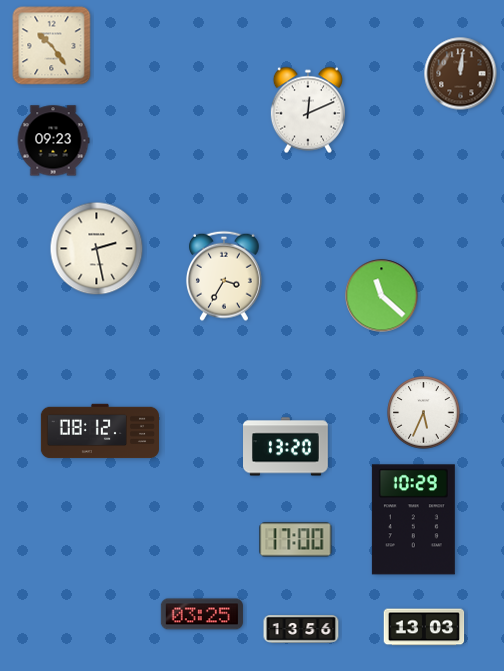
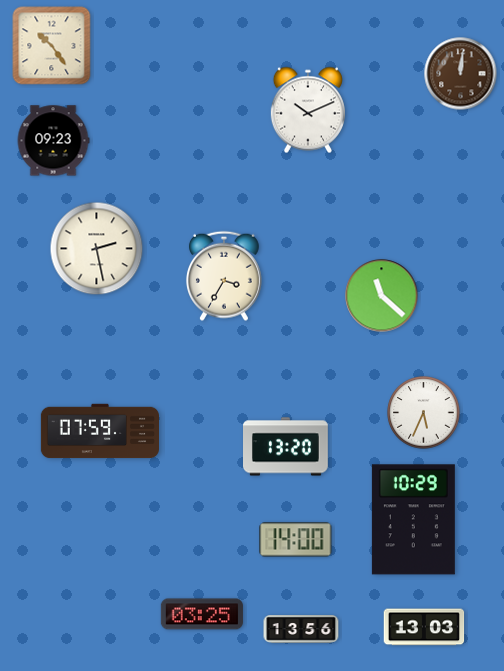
clock at (308, 110): 12:11 -> 10:11
clock at (99, 431): 08:12 -> 07:59
clock at (296, 540): 17:00 -> 14:00
